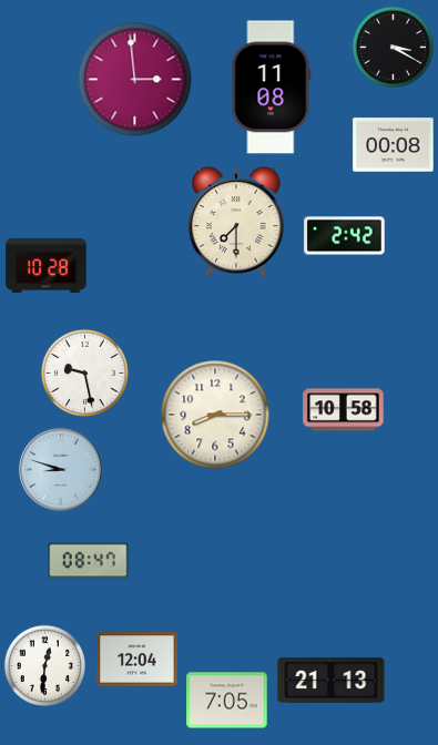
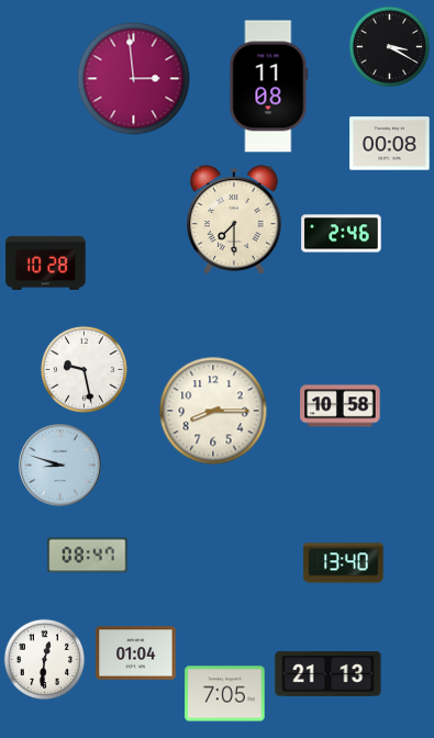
clock at (345, 236): 2:42 -> 2:46
clock at (344, 563): none -> 13:40
clock at (137, 660): 12:04 -> 01:04
